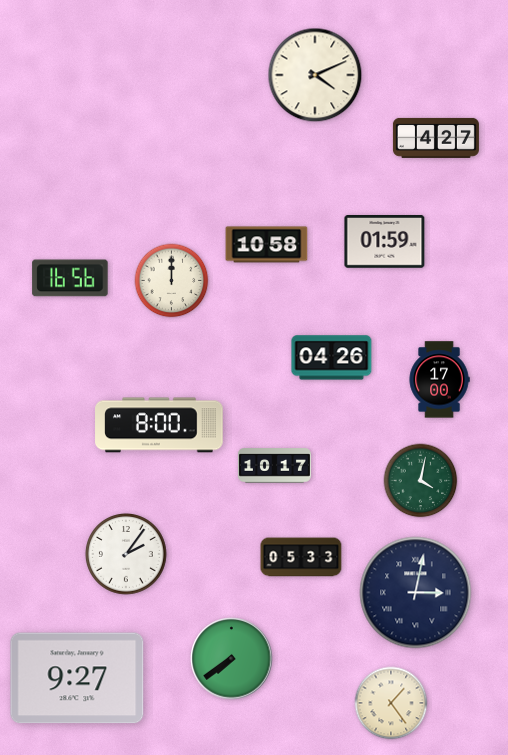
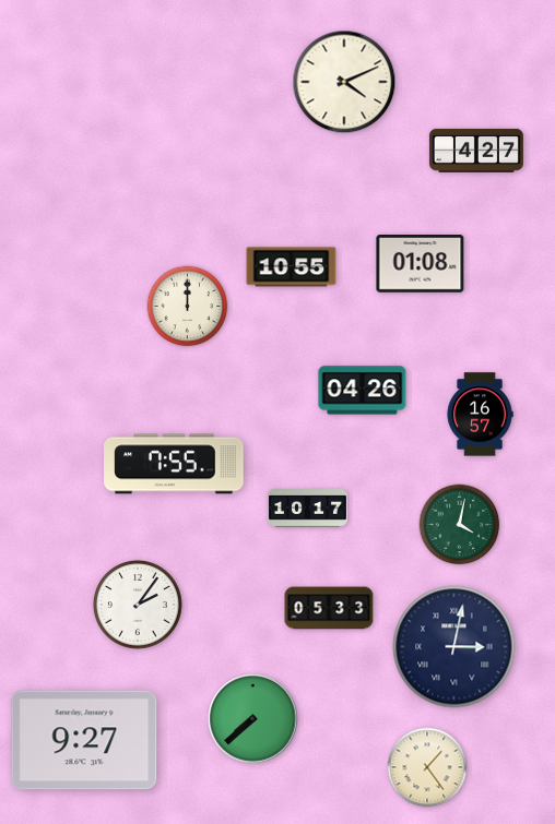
clock at (385, 242): 01:59 -> 01:08
clock at (267, 245): 10:58 -> 10:55
clock at (70, 278): 16:56 -> none
clock at (439, 380): 17:00 -> 16:57
clock at (159, 425): 8:00 -> 7:55
clock at (274, 466) position: (274, 466) -> (307, 509)
clock at (232, 659): 7:39 -> 7:38
